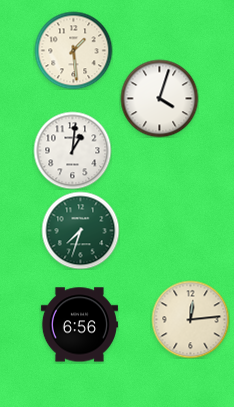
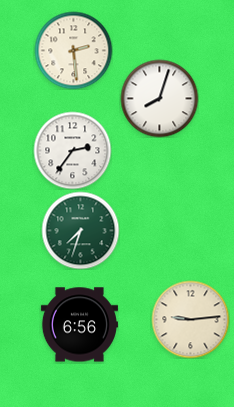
clock at (73, 50): 1:29 -> 2:29
clock at (159, 98): 4:03 -> 8:03
clock at (72, 150): 1:01 -> 2:36
clock at (190, 319): 12:14 -> 9:14
